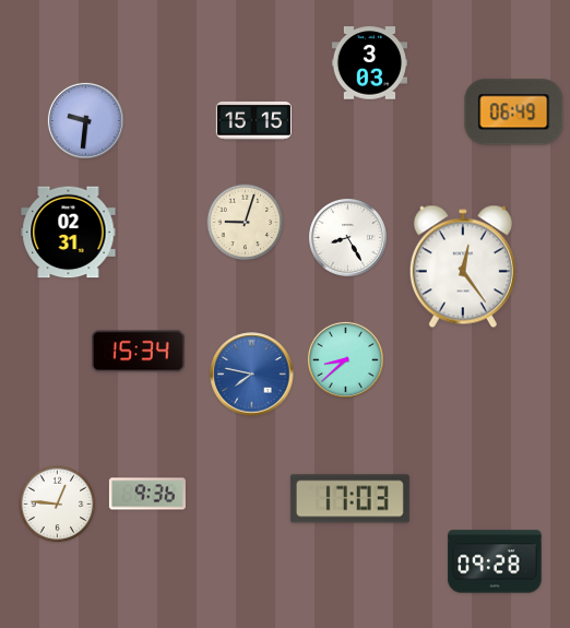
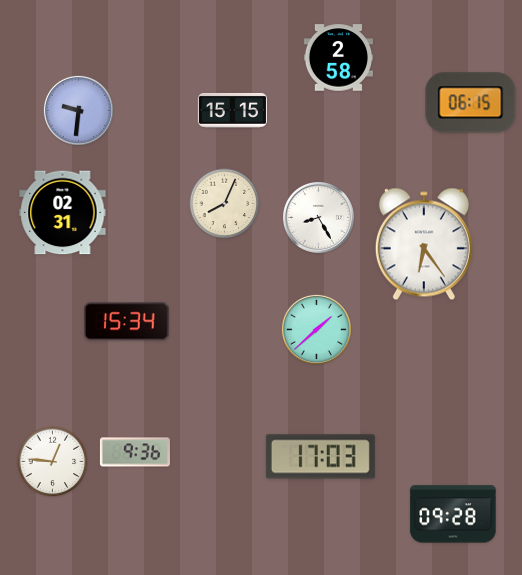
clock at (369, 63): 3:03 -> 2:58
clock at (514, 112): 06:49 -> 06:15
clock at (246, 223): 9:03 -> 8:04
clock at (463, 266): 12:24 -> 6:24
clock at (345, 359): 8:38 -> 1:38
clock at (252, 375): 7:47 -> none
